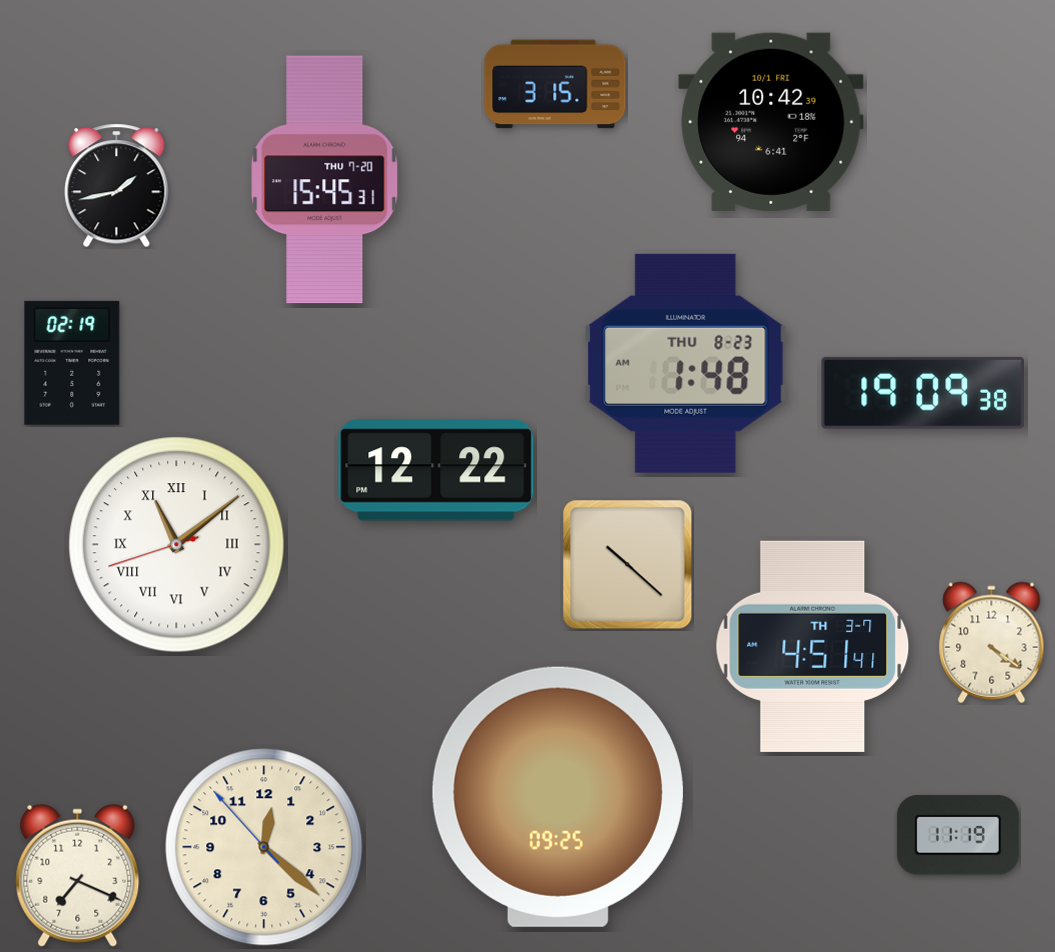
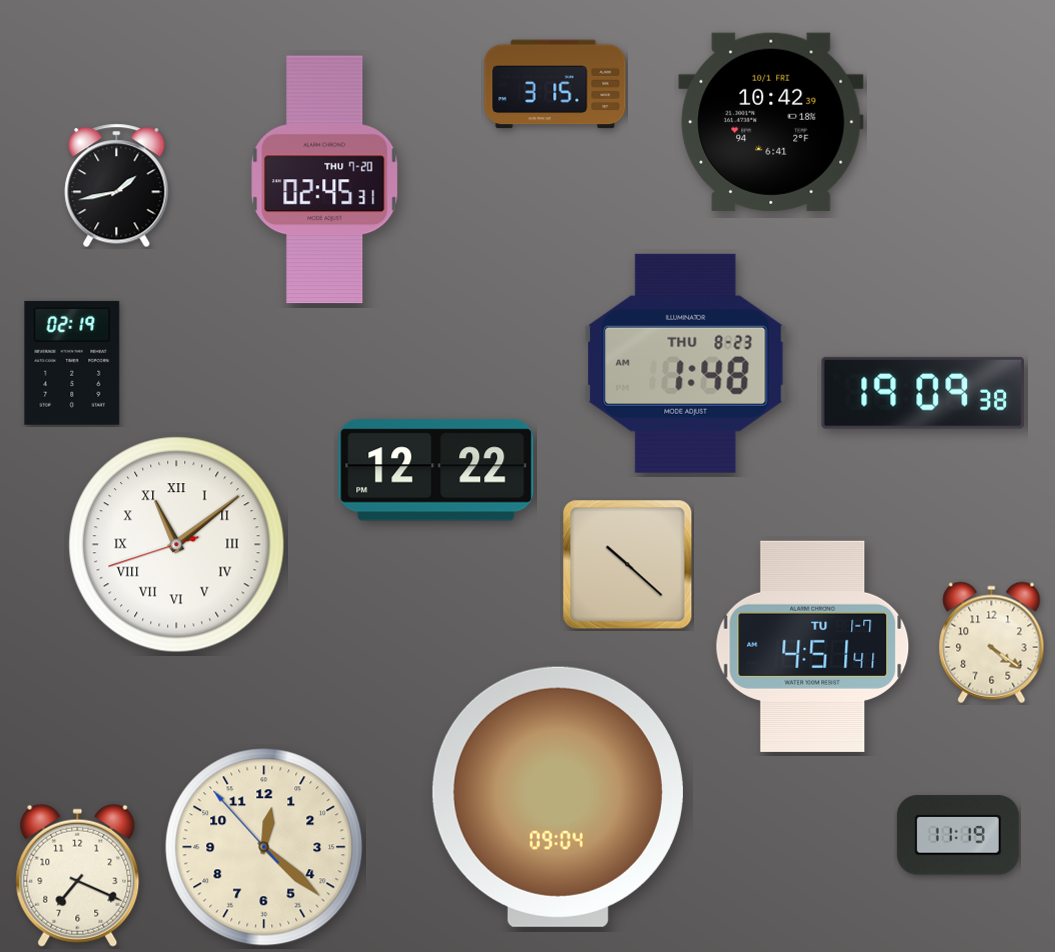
clock at (325, 180): 15:45 -> 02:45
clock at (813, 646) date: TH 3-7 -> TU 1-7
clock at (558, 797): 09:25 -> 09:04
